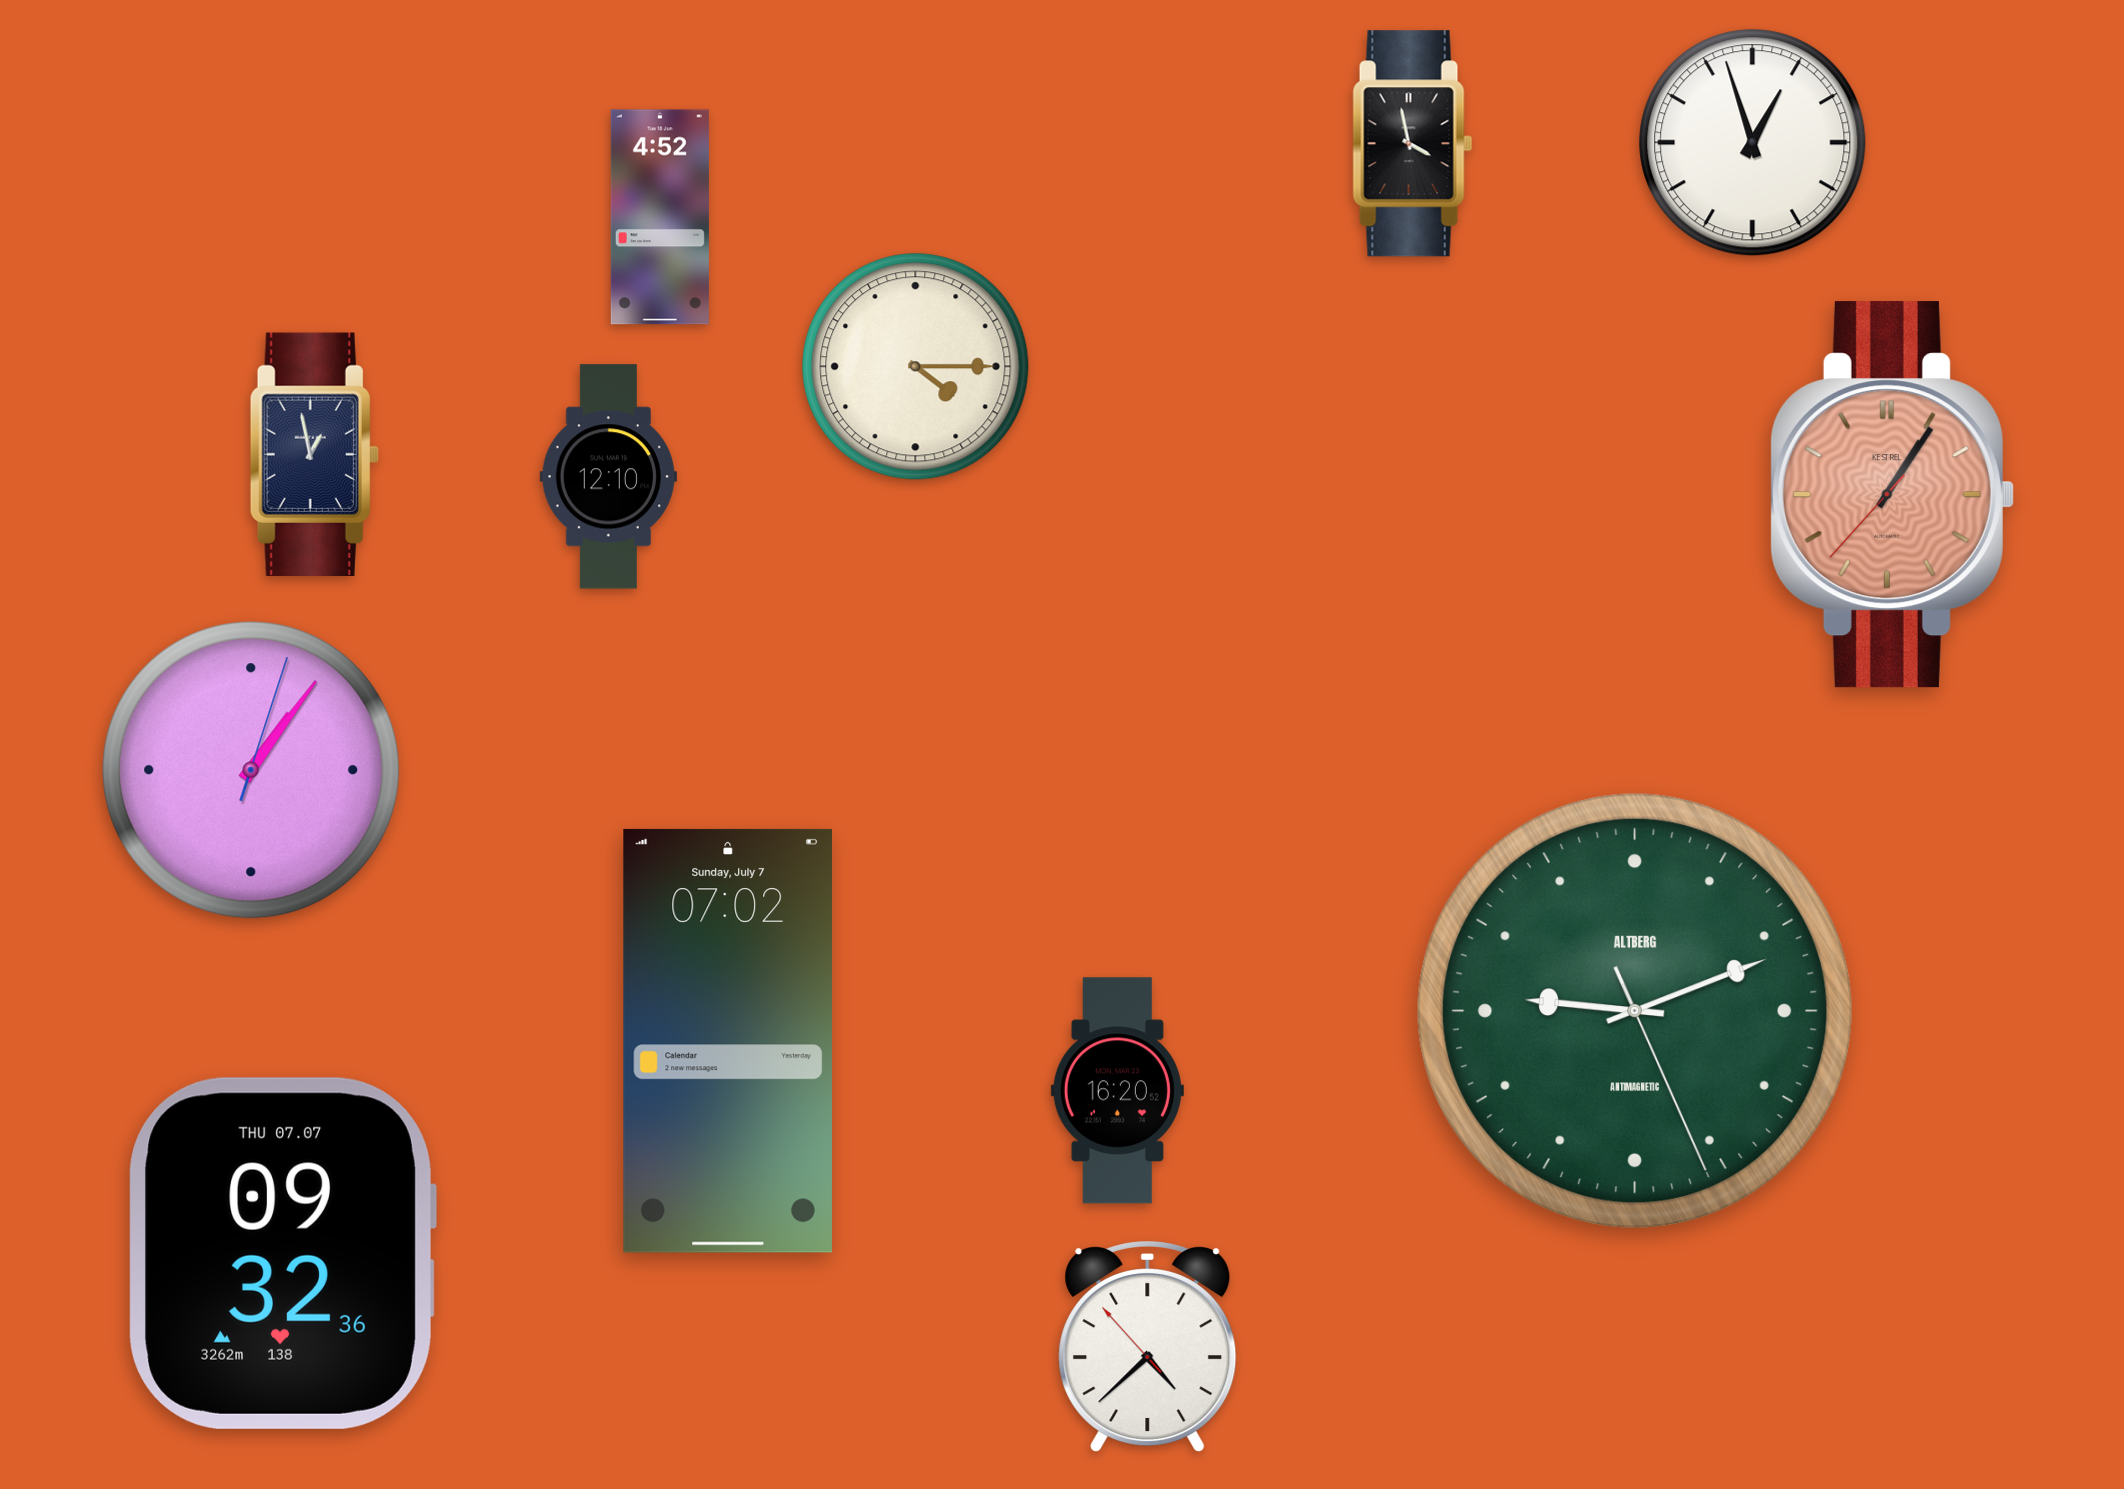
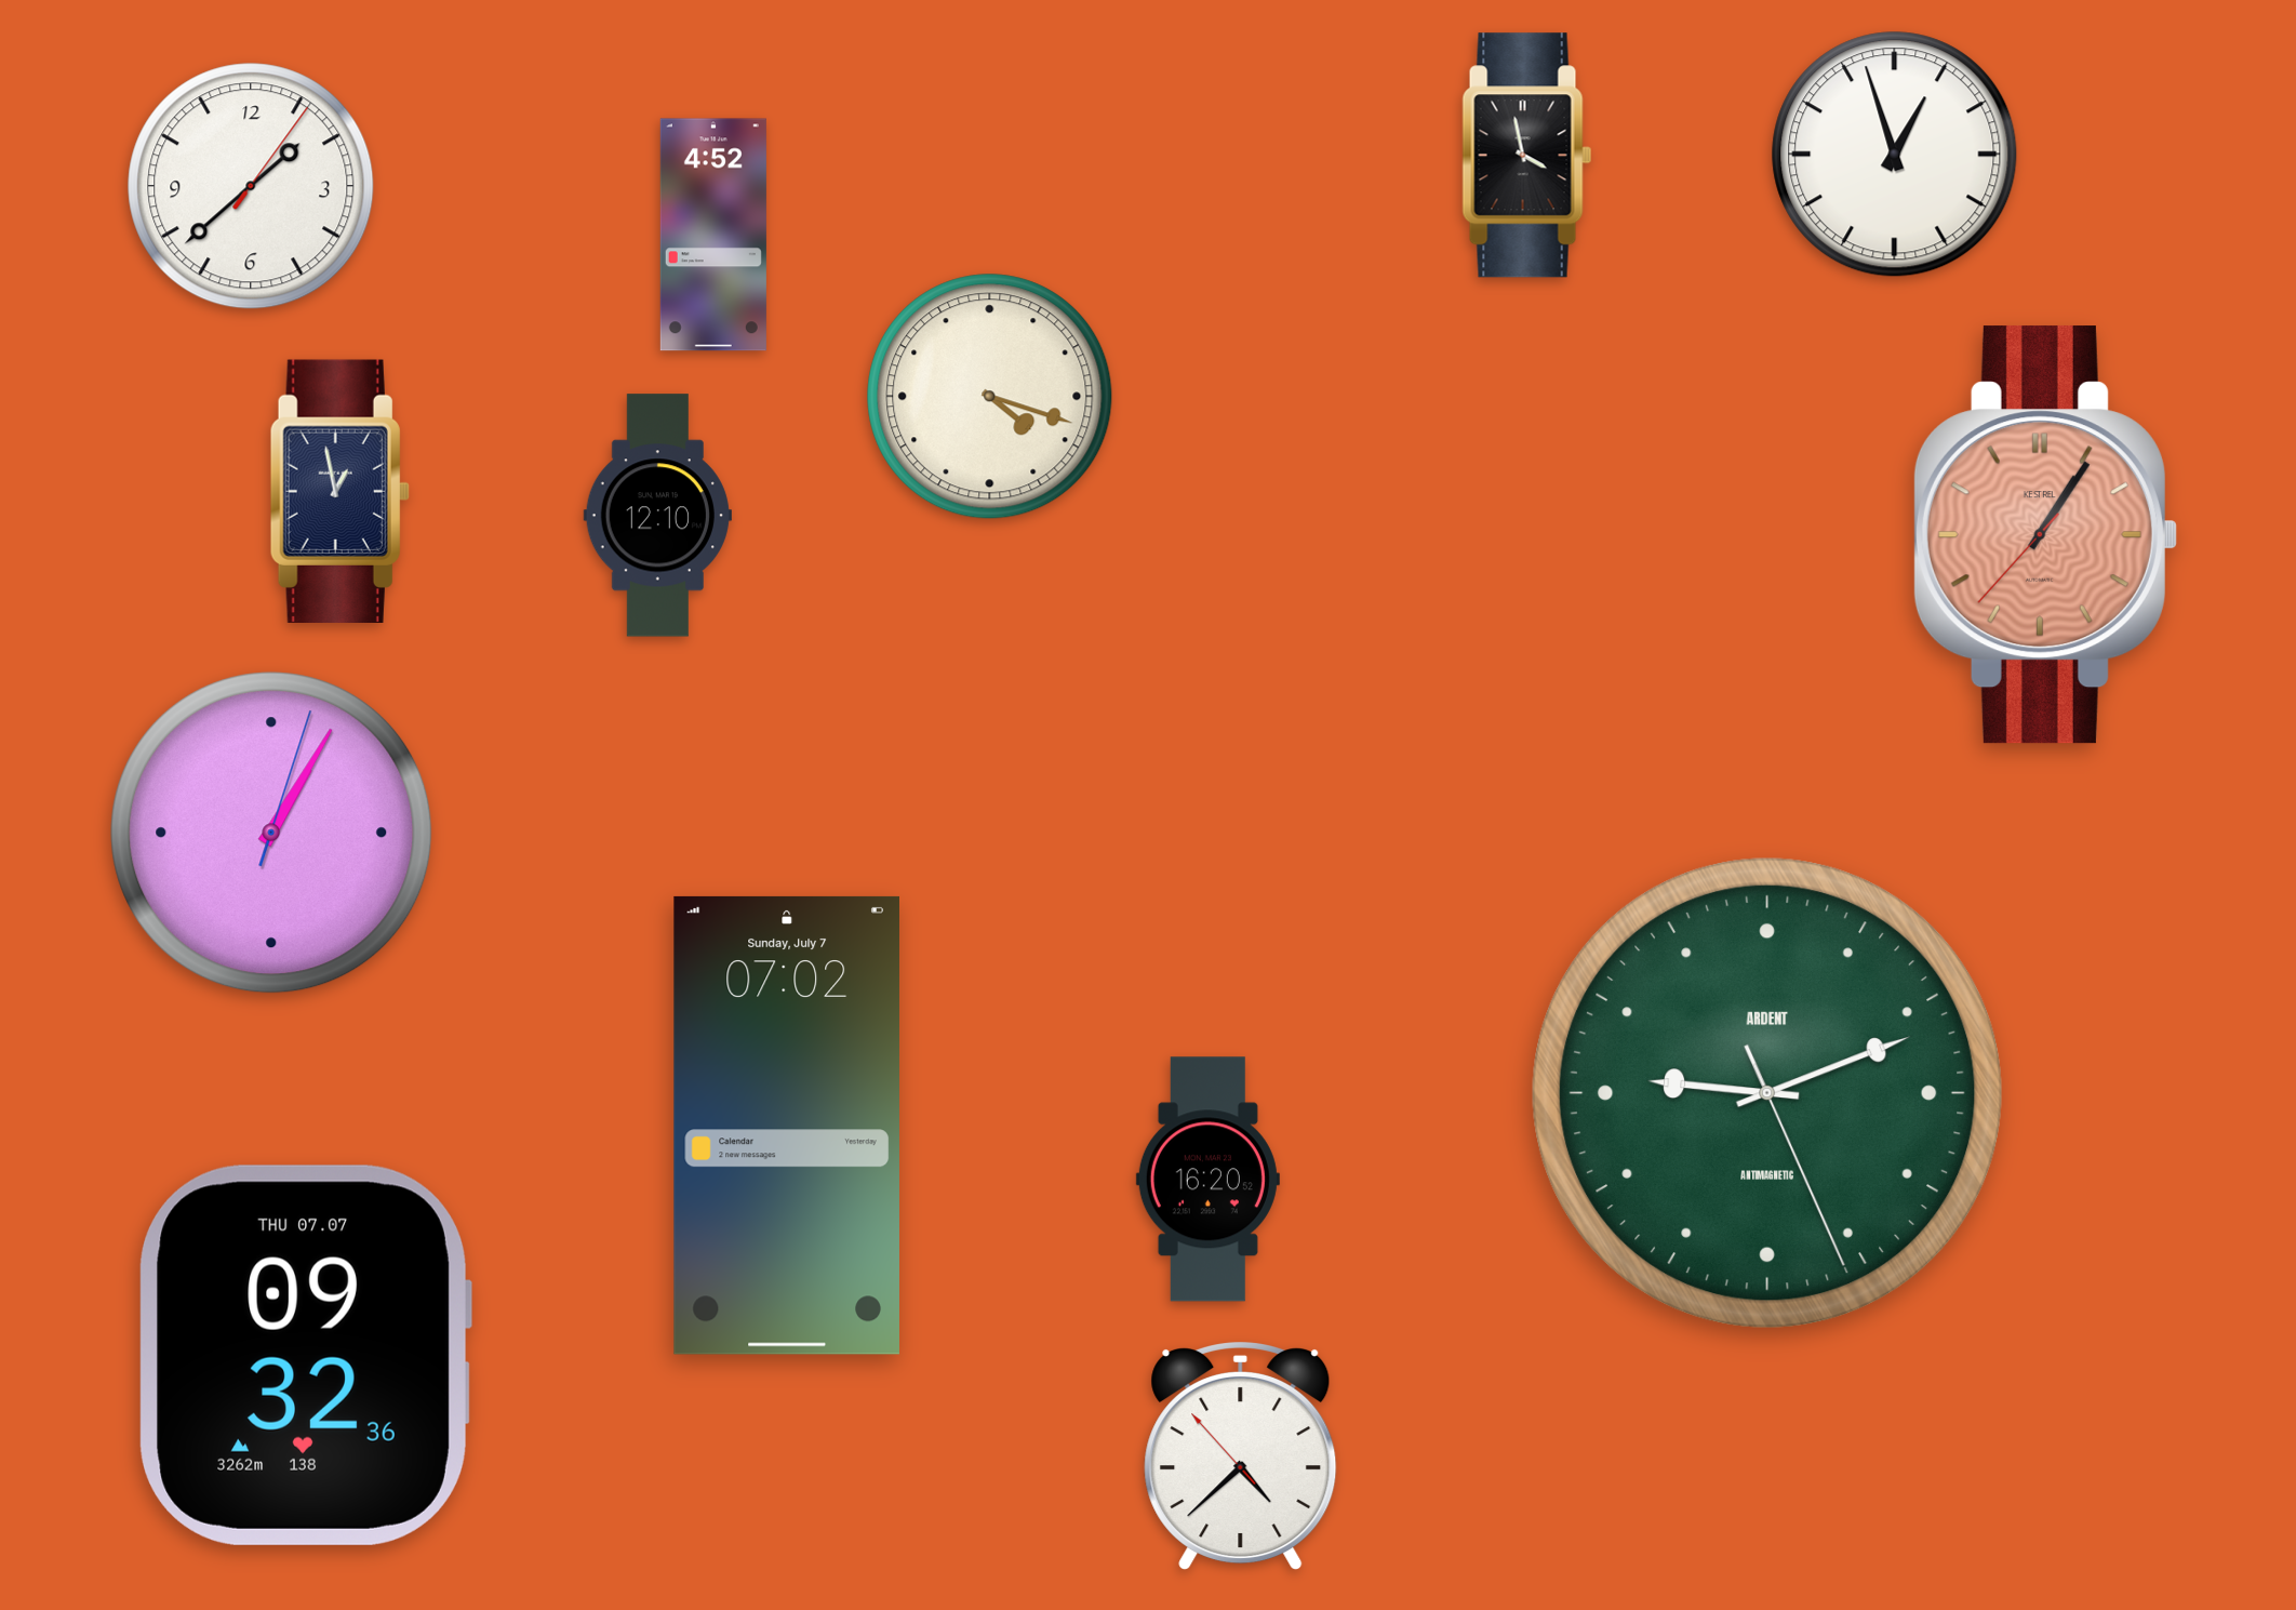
clock at (251, 186): none -> 1:38
clock at (916, 367): 4:15 -> 4:18
clock at (251, 770): 1:06 -> 1:05
clock at (1635, 1011) brand: ALTBERG -> ARDENT
